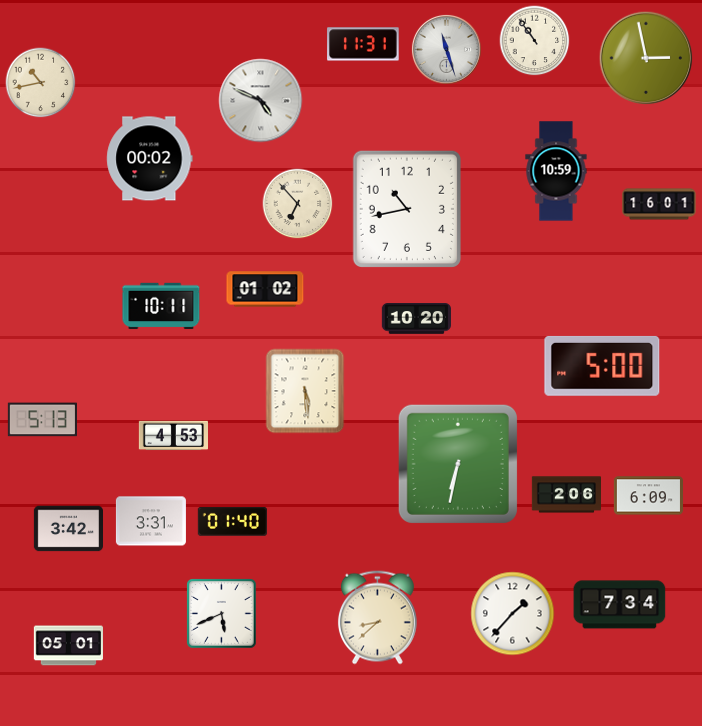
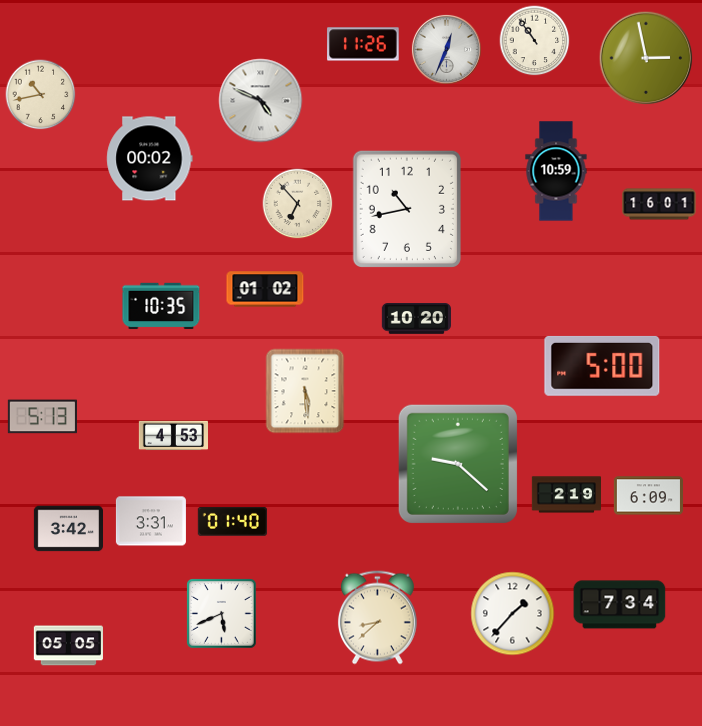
clock at (363, 44): 11:31 -> 11:26
clock at (446, 49): 11:27 -> 12:34
clock at (41, 83) position: (41, 83) -> (41, 95)
clock at (161, 306): 10:11 -> 10:35
clock at (42, 420) position: (42, 420) -> (42, 417)
clock at (458, 464): 6:32 -> 9:22
clock at (566, 495): 2:06 -> 2:19
clock at (68, 646): 05:01 -> 05:05
